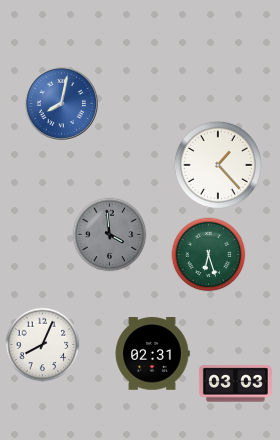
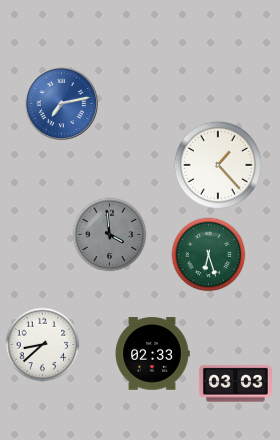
clock at (61, 103): 8:02 -> 7:13
clock at (43, 345): 8:04 -> 8:38
clock at (152, 354): 02:31 -> 02:33
